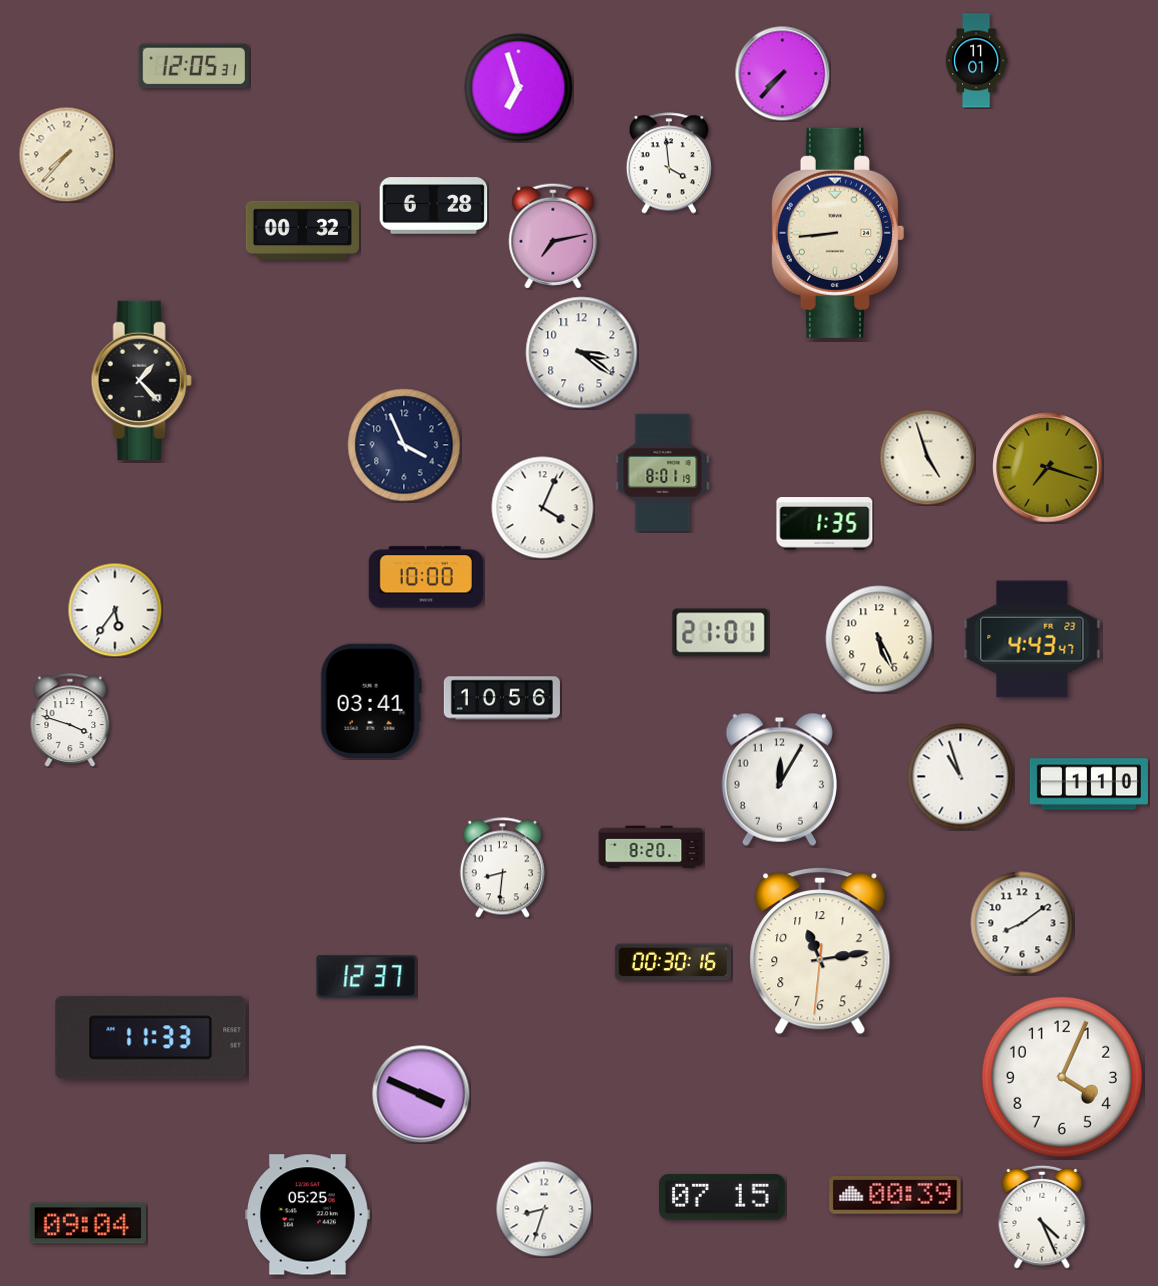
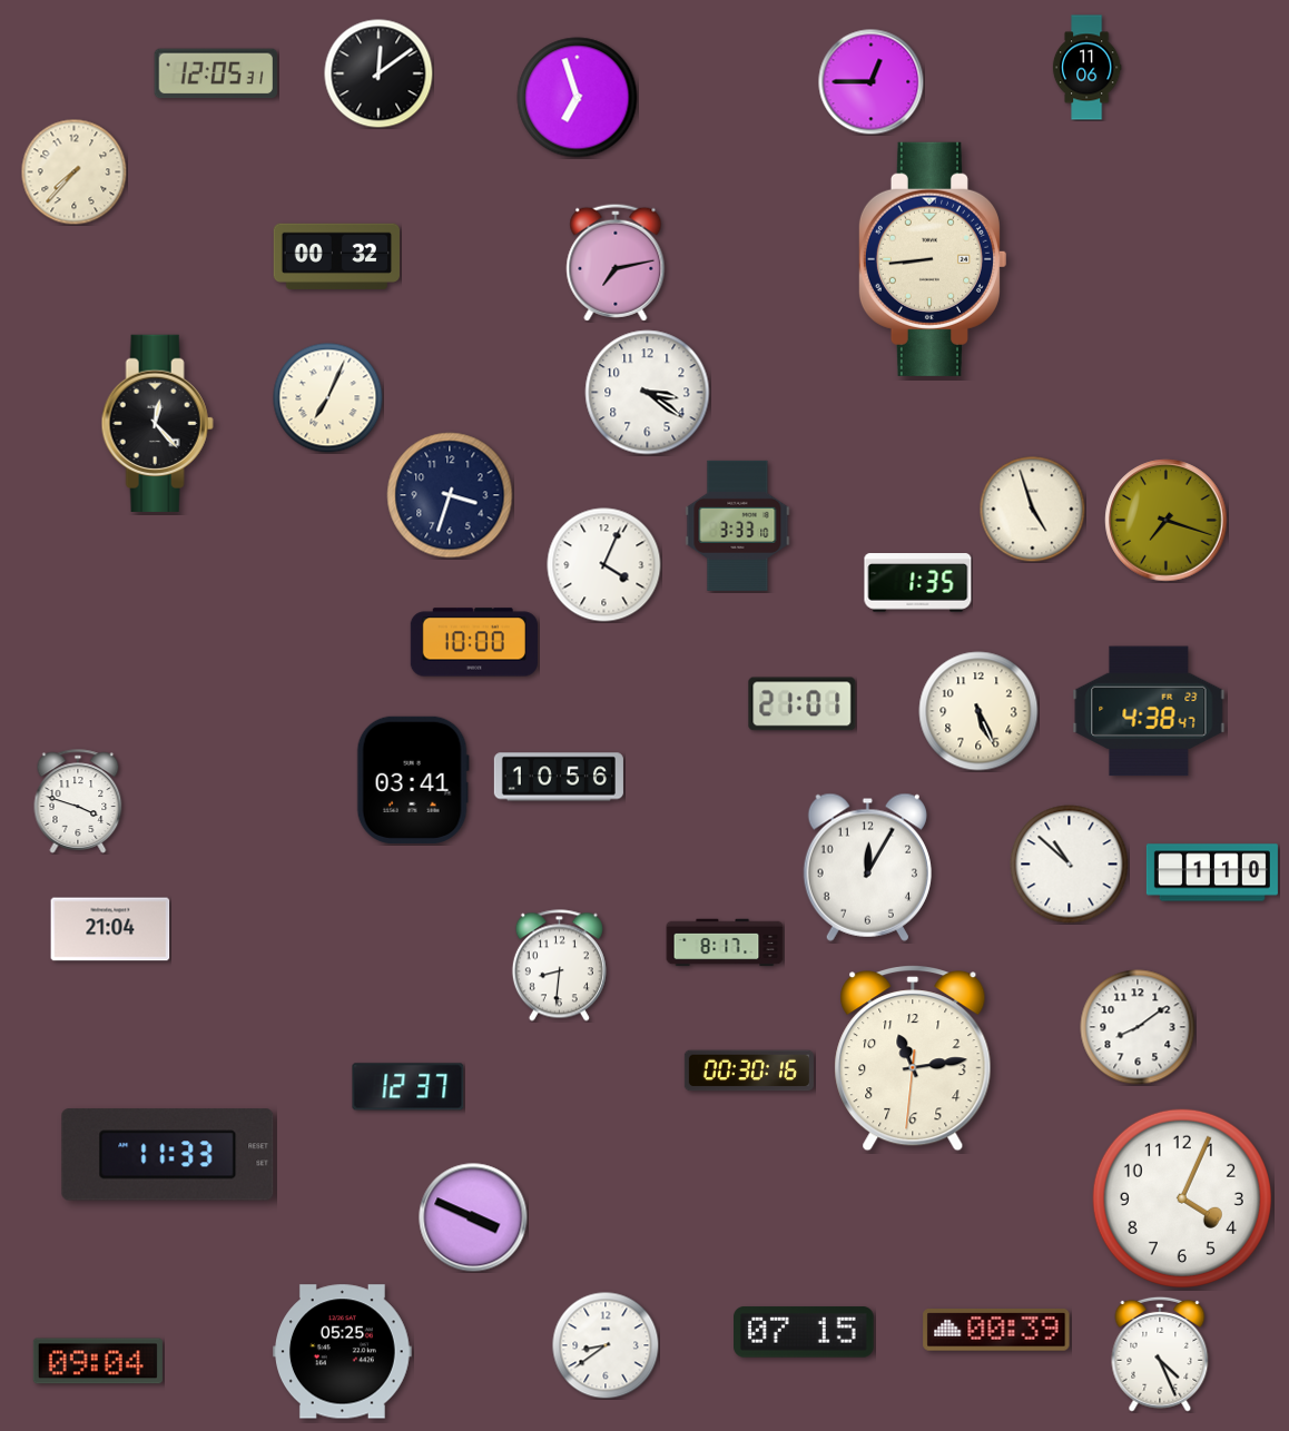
clock at (976, 61): 11:01 -> 11:06
clock at (378, 73): none -> 12:09
clock at (782, 73): 7:37 -> 12:45
clock at (669, 163): 3:59 -> none
clock at (434, 206): 6:28 -> none
clock at (328, 398): none -> 7:04
clock at (141, 380): 1:23 -> 12:23
clock at (404, 445): 3:56 -> 3:33
clock at (663, 472): 8:01 -> 3:33
clock at (115, 610): 5:36 -> none
clock at (1032, 639): 4:43 -> 4:38
clock at (961, 777): 10:57 -> 10:52
clock at (110, 929): none -> 21:04
clock at (651, 847): 8:20 -> 8:17
clock at (421, 1094) position: (421, 1094) -> (473, 1217)
clock at (544, 1209): 8:33 -> 8:39
